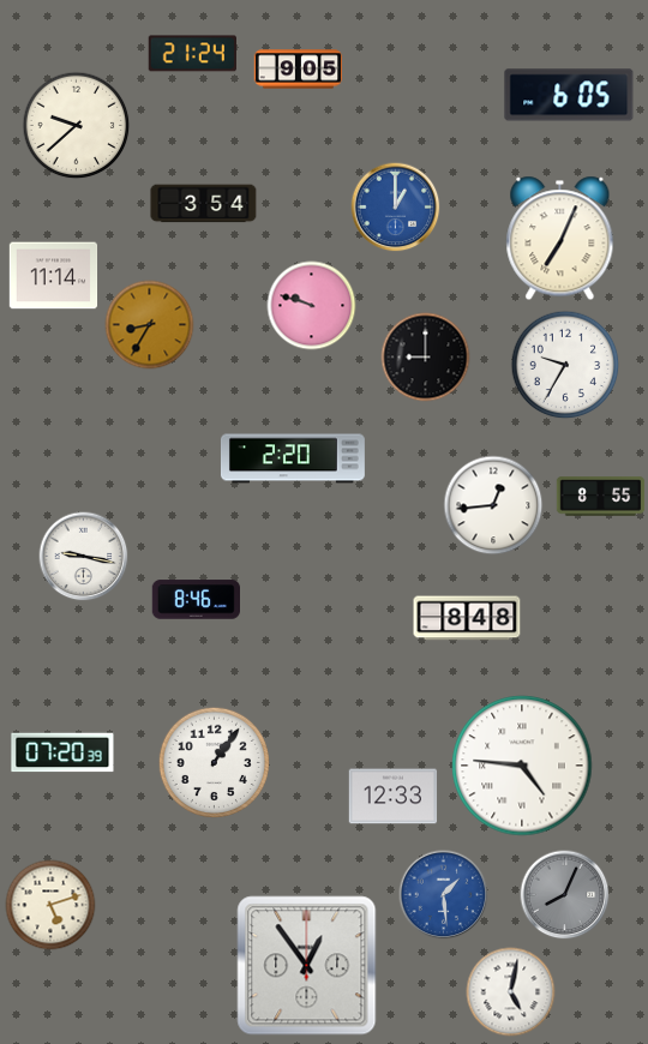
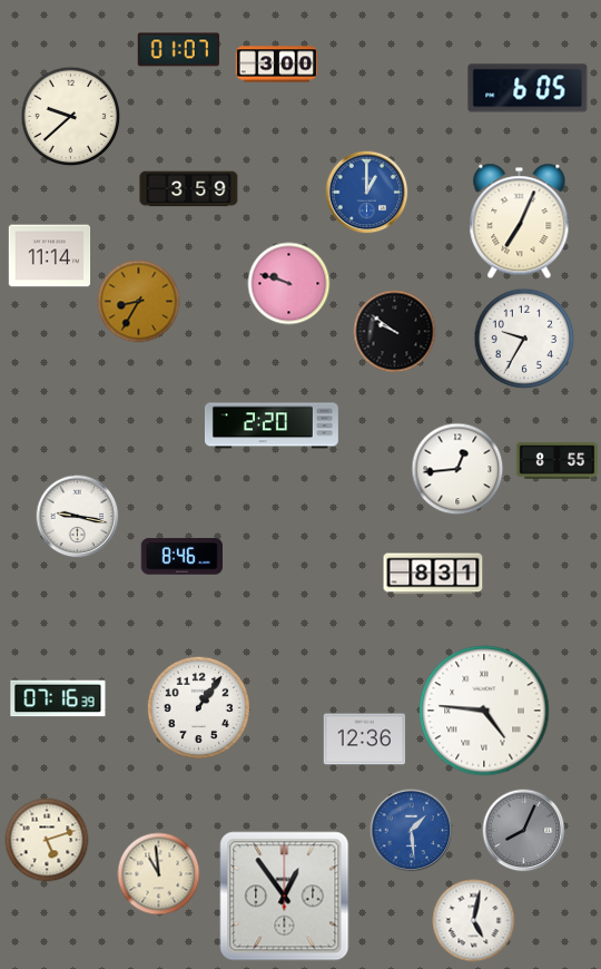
clock at (192, 54): 21:24 -> 01:07
clock at (299, 70): 9:05 -> 3:00
clock at (204, 204): 3:54 -> 3:59
clock at (426, 358): 9:00 -> 9:51
clock at (467, 618): 8:48 -> 8:31
clock at (62, 752): 07:20 -> 07:16
clock at (394, 797): 12:33 -> 12:36
clock at (159, 874): none -> 10:59
